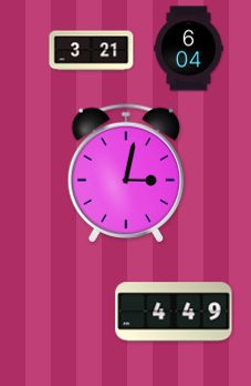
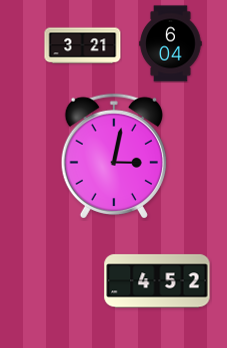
clock at (174, 312): 4:49 -> 4:52
